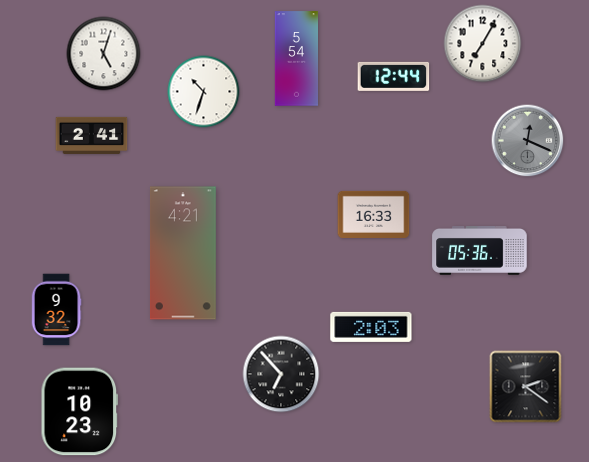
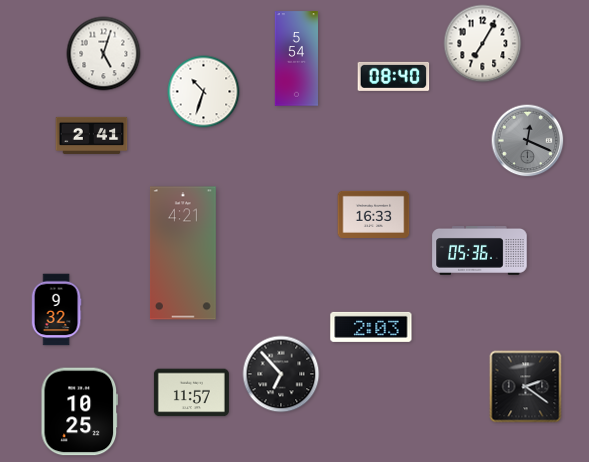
clock at (394, 76): 12:44 -> 08:40
clock at (191, 393): none -> 11:57
clock at (80, 412): 10:23 -> 10:25
